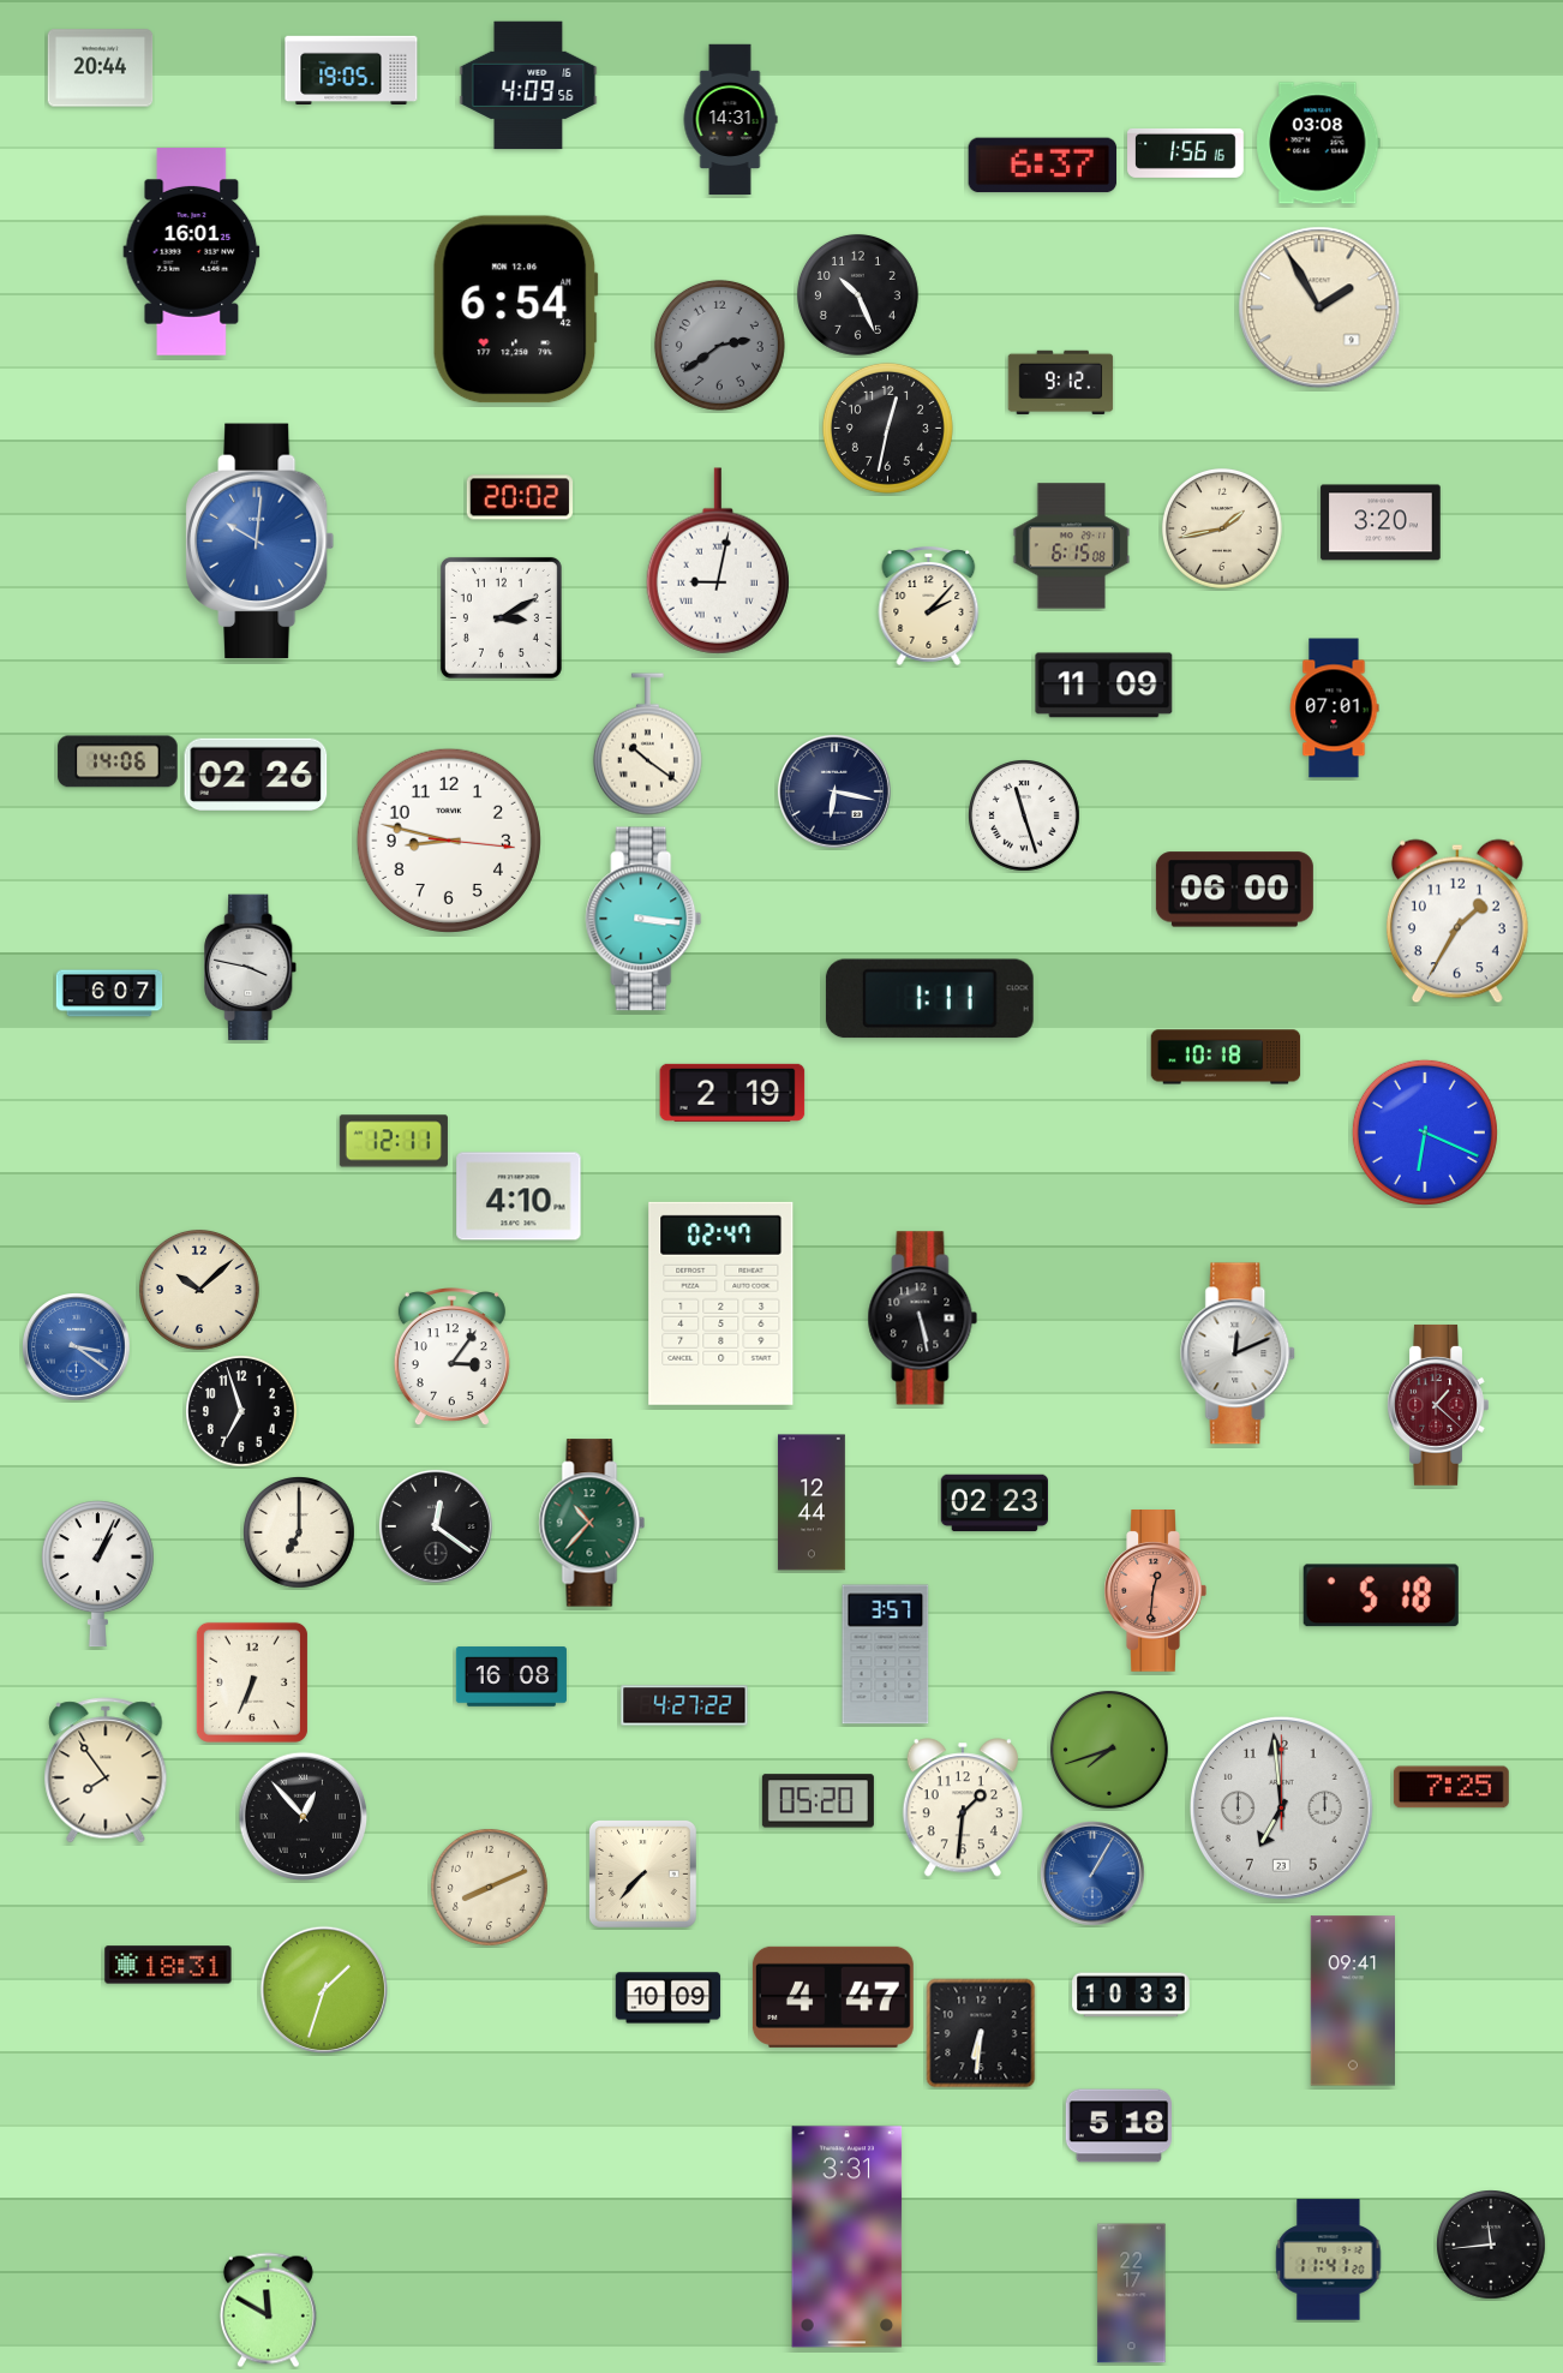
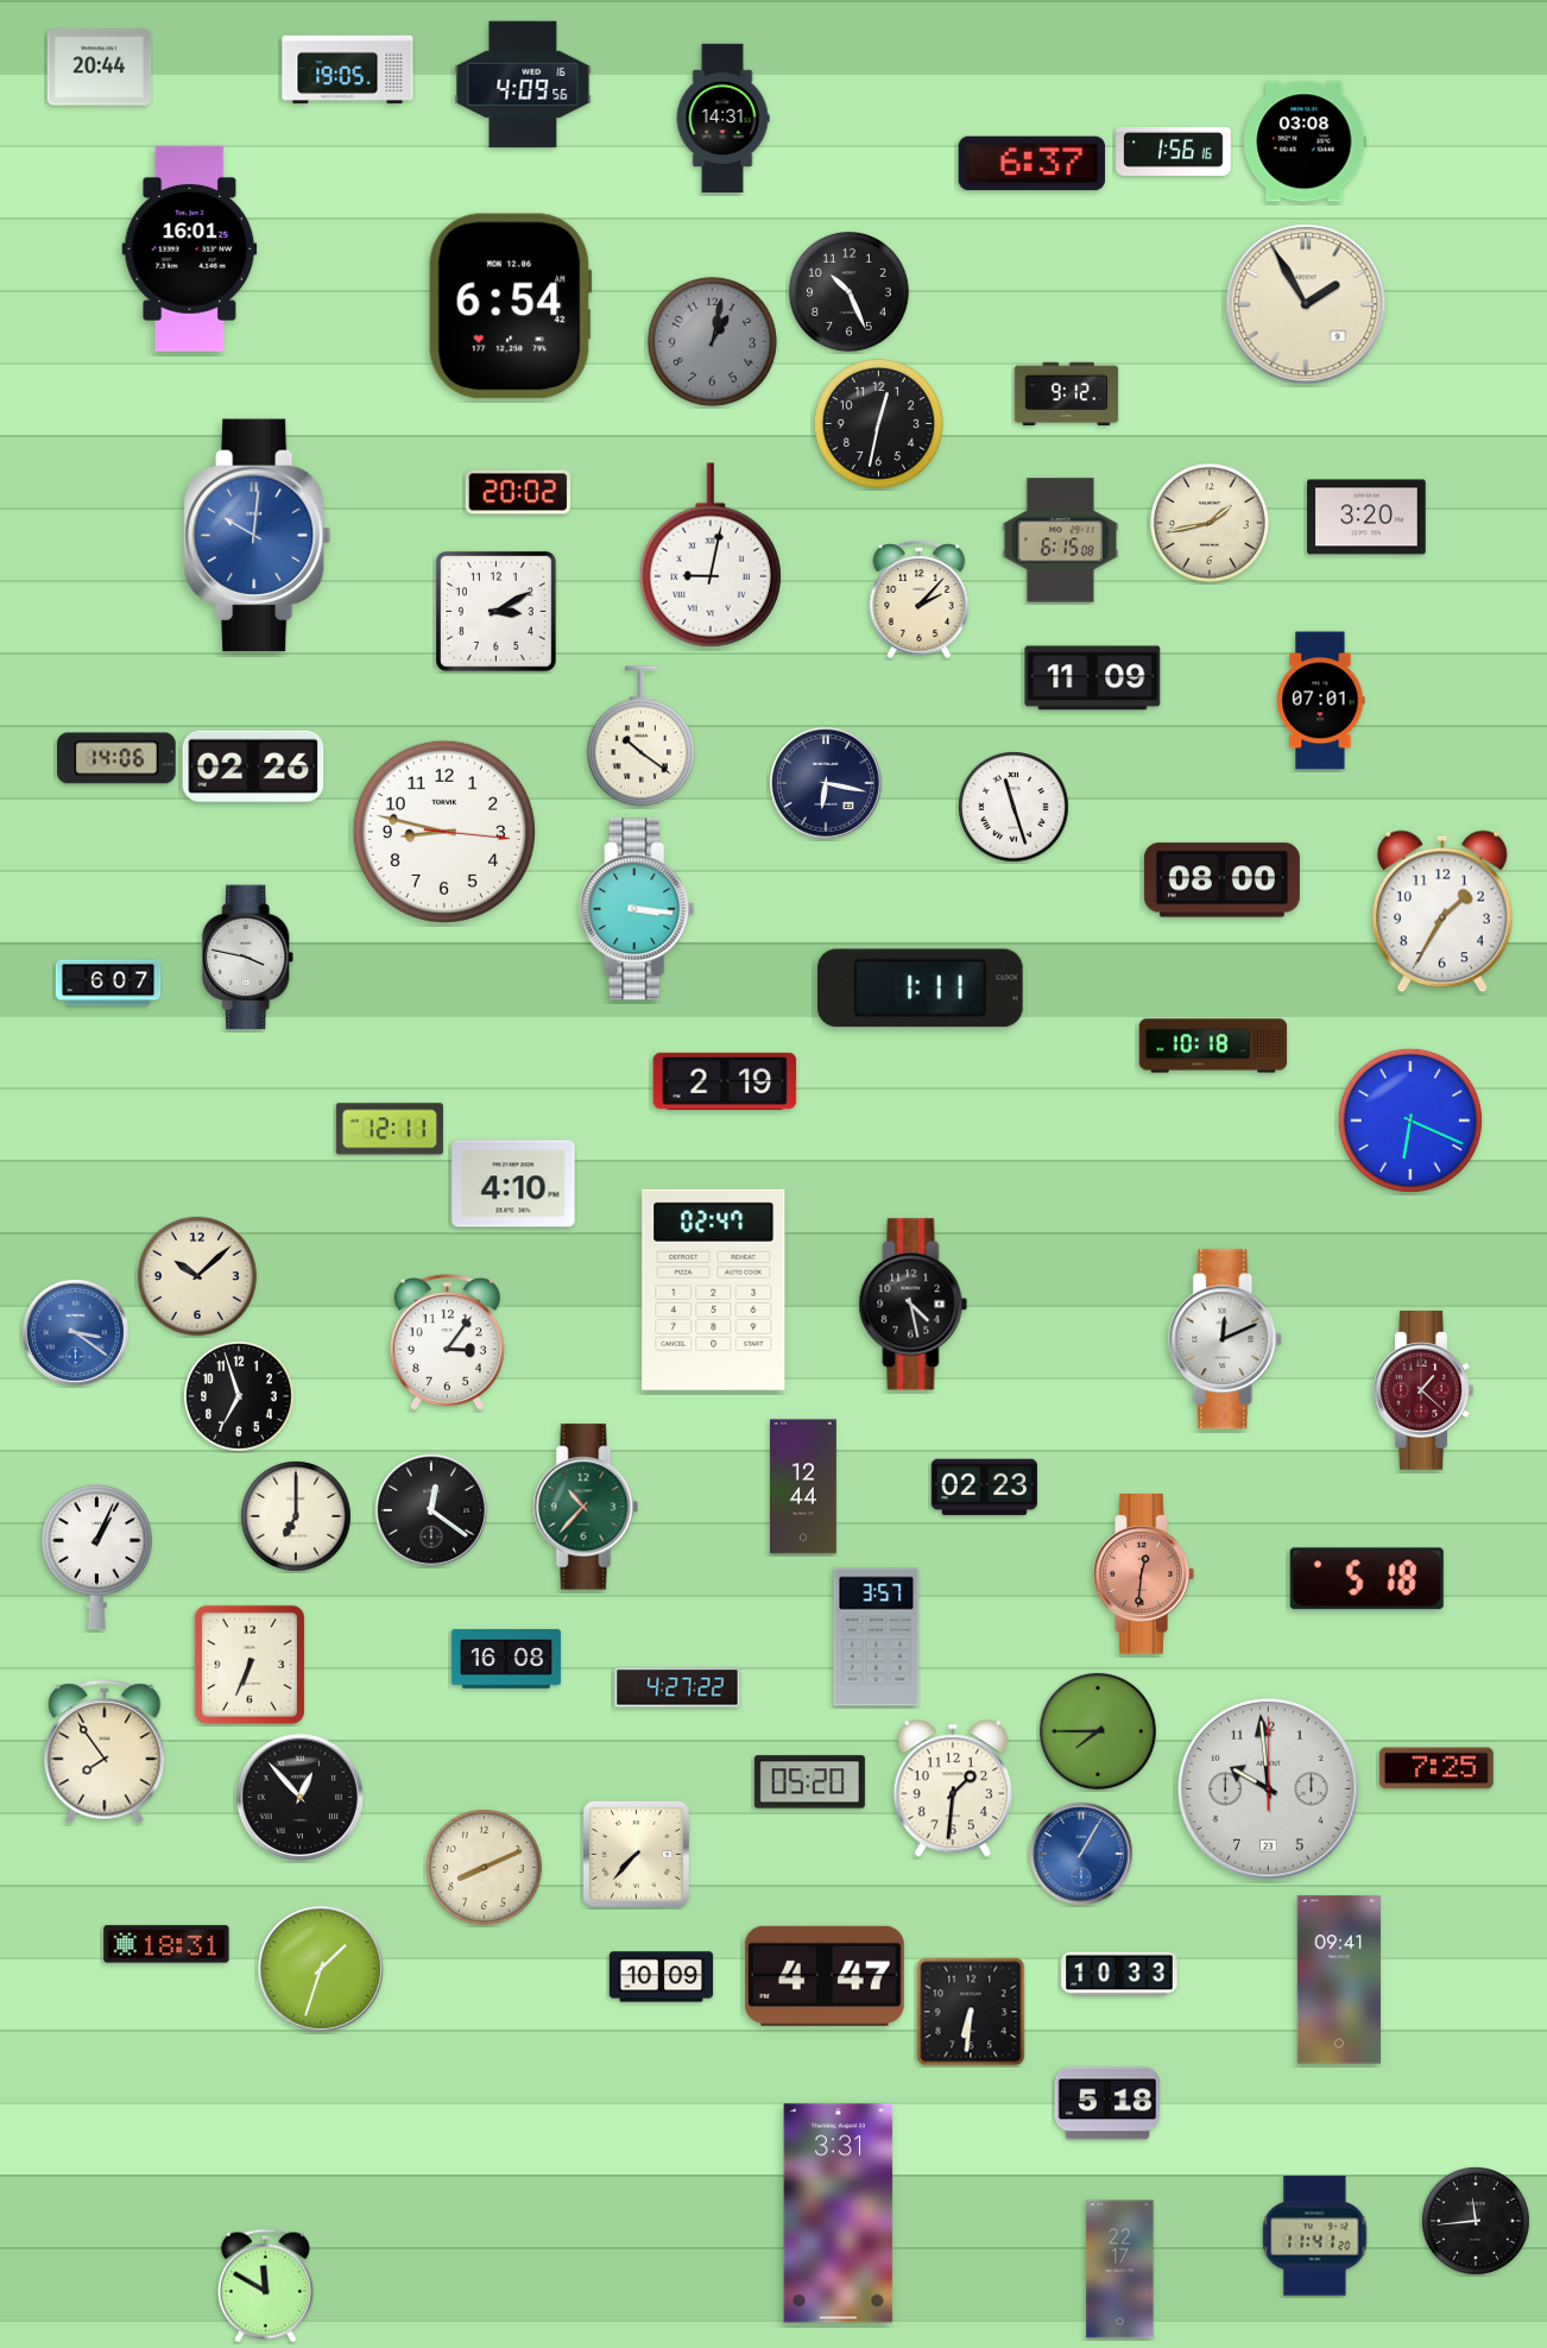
clock at (719, 345): 2:39 -> 1:02
clock at (1061, 382) position: (1061, 382) -> (1067, 393)
clock at (520, 497) position: (520, 497) -> (518, 492)
clock at (118, 761) position: (118, 761) -> (116, 758)
clock at (1234, 890): 06:00 -> 08:00
clock at (923, 1319): 5:28 -> 4:28
clock at (1109, 1750): 7:42 -> 7:45
clock at (1281, 1807): 6:59 -> 9:59
